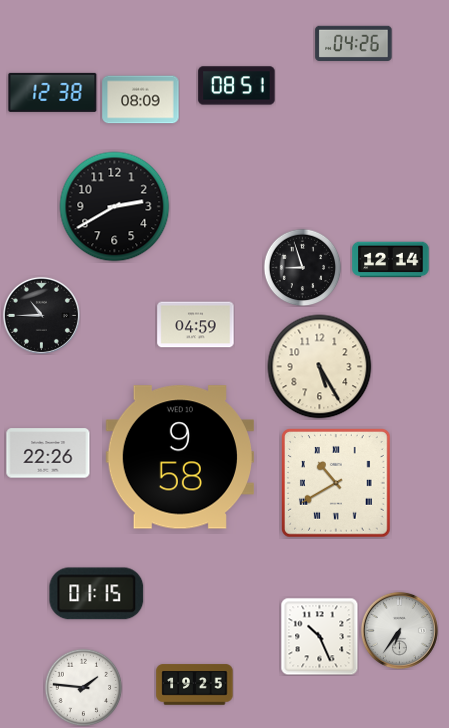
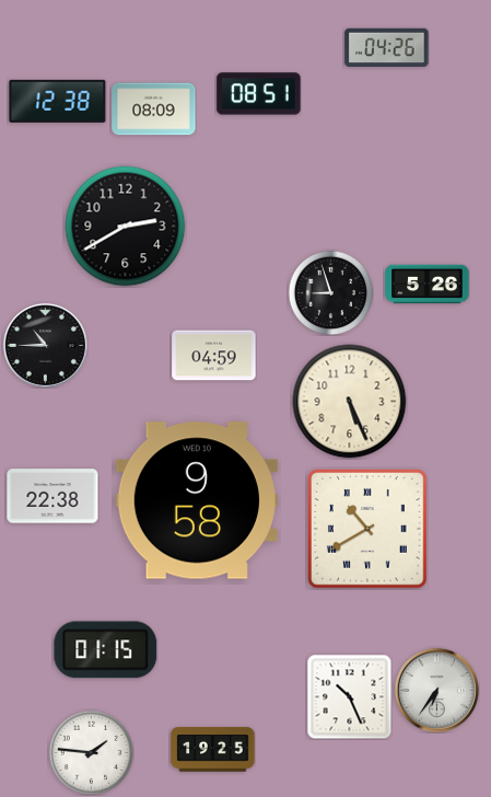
clock at (391, 260): 12:14 -> 5:26
clock at (320, 367): 5:25 -> 5:26
clock at (48, 453): 22:26 -> 22:38
